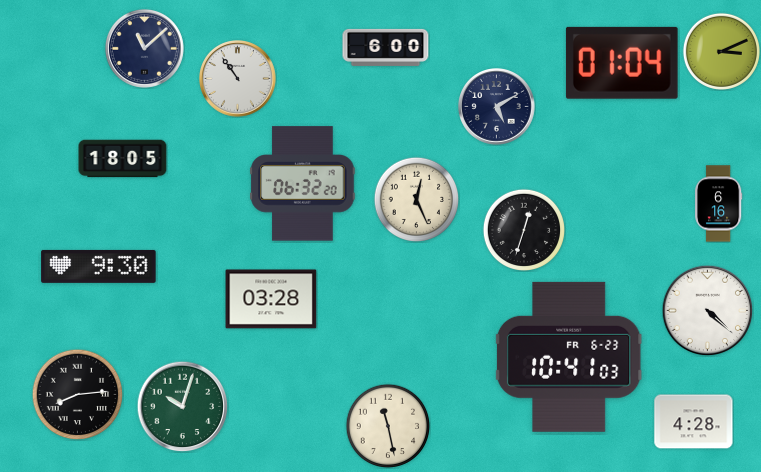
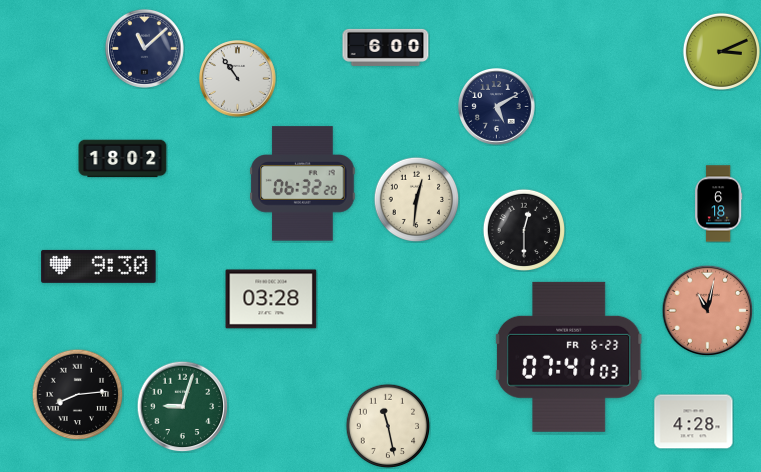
clock at (622, 63): 01:04 -> none
clock at (123, 159): 18:05 -> 18:02
clock at (416, 199): 12:26 -> 12:31
clock at (719, 204): 6:16 -> 6:18
clock at (523, 229): 12:33 -> 12:30
clock at (707, 310): 4:22 -> 11:02
clock at (707, 310) dial: white -> salmon
clock at (569, 357): 10:41 -> 07:41
clock at (182, 406): 10:03 -> 9:03
